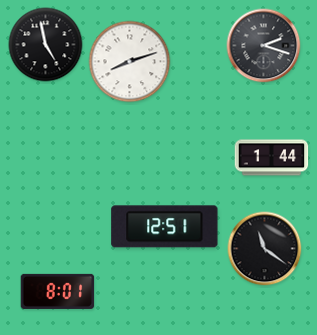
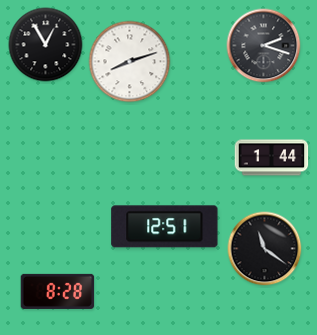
clock at (46, 45): 4:58 -> 12:55
clock at (58, 291): 8:01 -> 8:28
